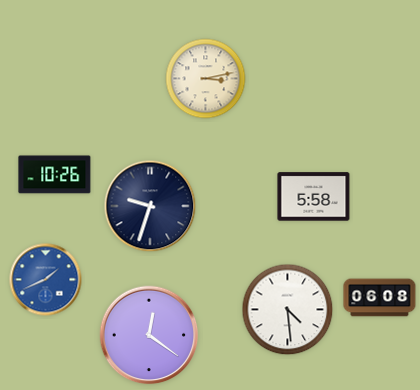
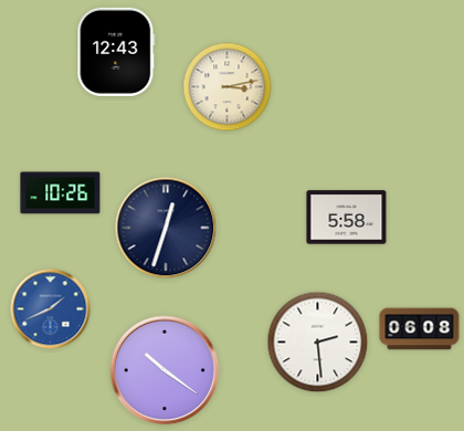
clock at (116, 52): none -> 12:43
clock at (150, 206): 9:33 -> 12:33
clock at (288, 310): 4:29 -> 2:29
clock at (149, 335): 12:21 -> 10:21
